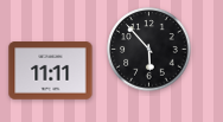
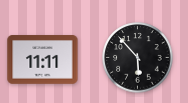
clock at (149, 50) position: (149, 50) -> (138, 58)
